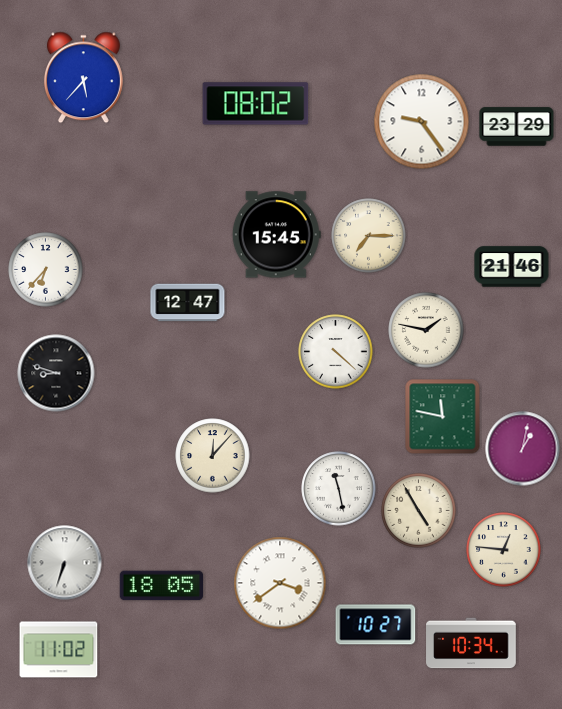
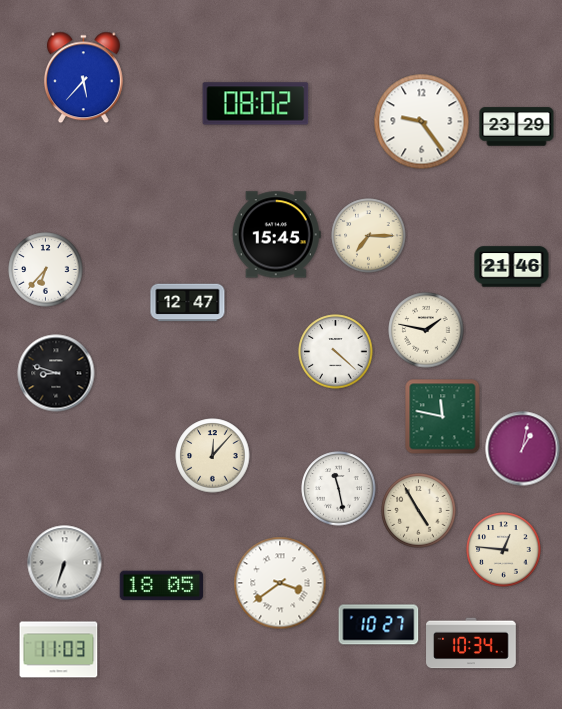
clock at (376, 625) position: (376, 625) -> (379, 625)
clock at (59, 650): 11:02 -> 11:03
